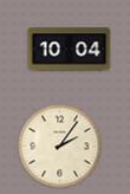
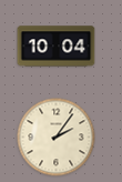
clock at (70, 50) position: (70, 50) -> (57, 47)
